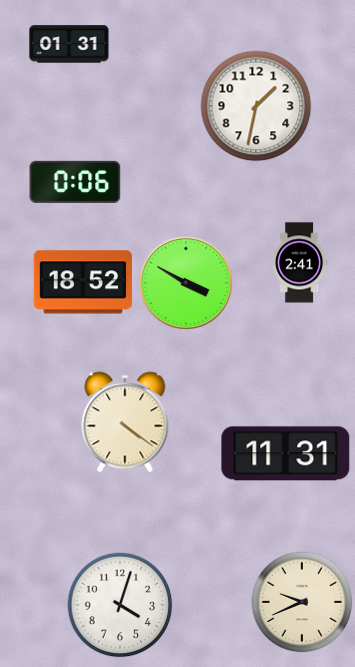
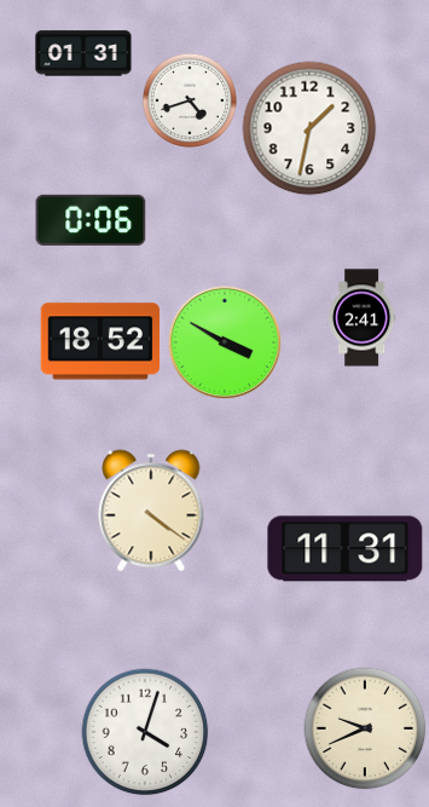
clock at (190, 100): none -> 4:42
